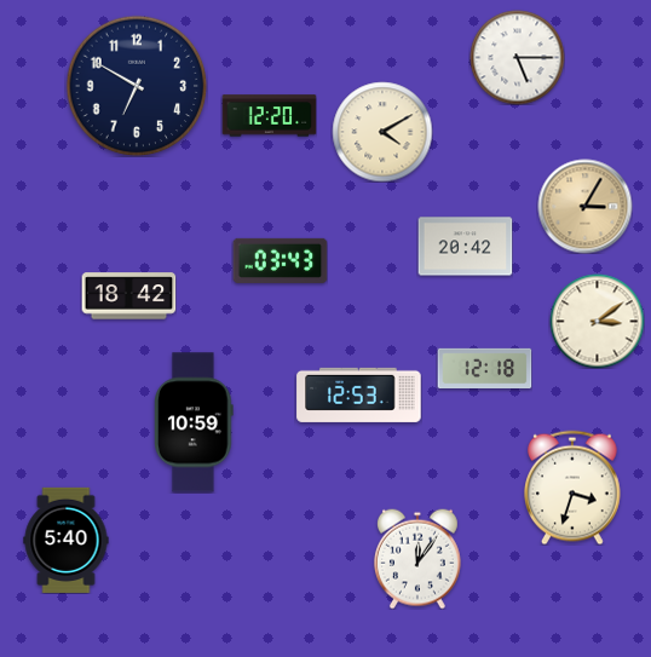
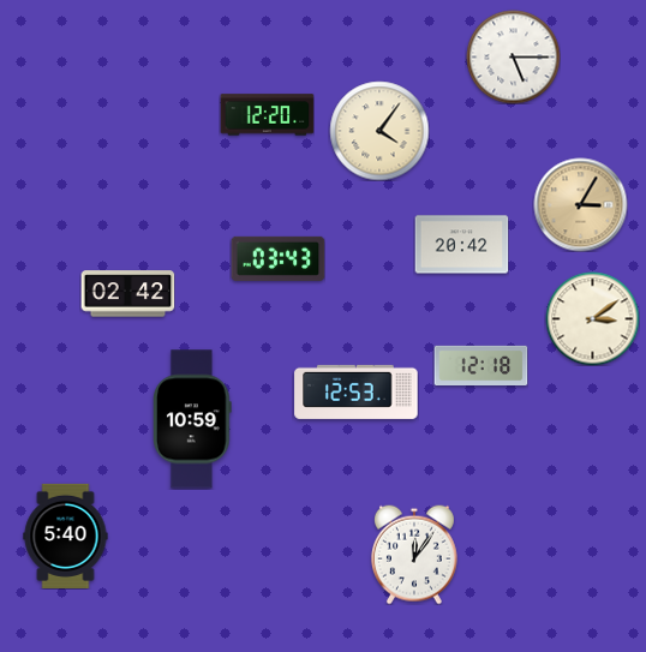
clock at (137, 86): 6:50 -> none
clock at (382, 132): 4:10 -> 4:06
clock at (128, 296): 18:42 -> 02:42
clock at (574, 488): 3:33 -> none
